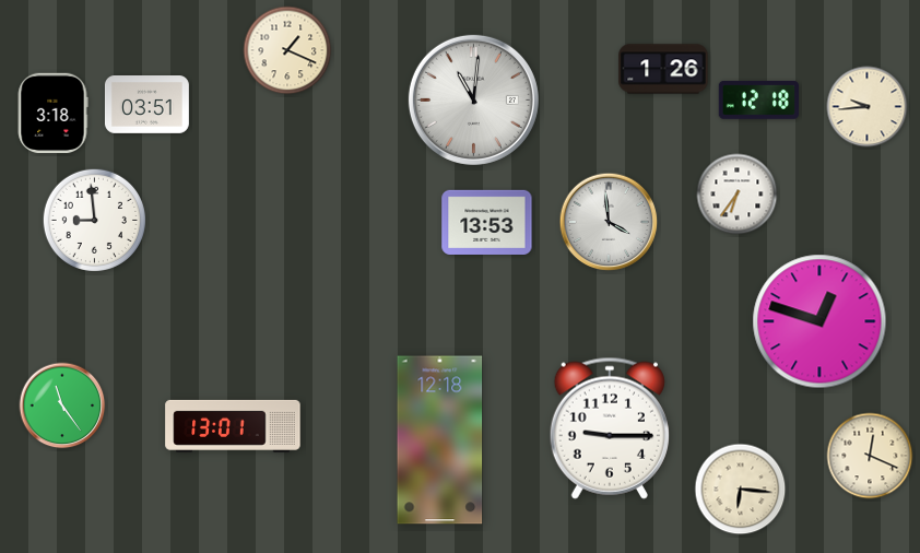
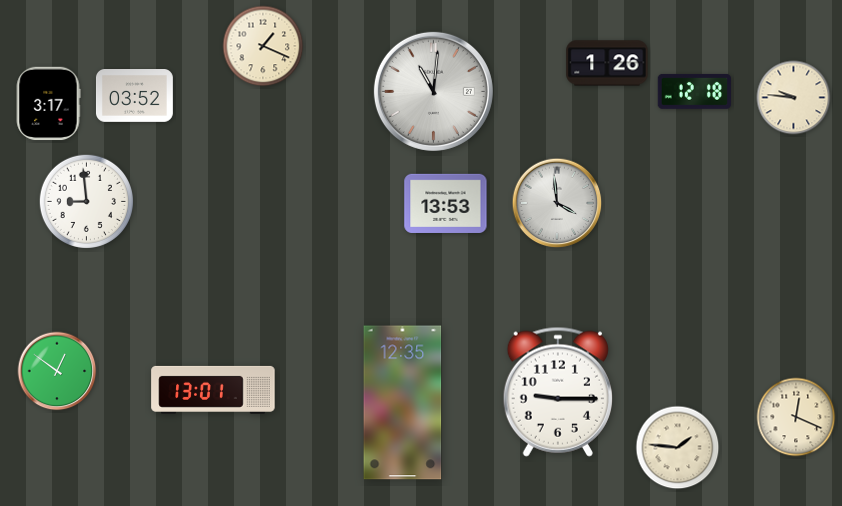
clock at (146, 105): 03:51 -> 03:52
clock at (868, 107): 9:44 -> 9:46
clock at (52, 114): 3:18 -> 3:17
clock at (738, 195): 6:36 -> none
clock at (819, 321): 12:48 -> none
clock at (62, 405): 11:24 -> 12:51
clock at (440, 440): 12:18 -> 12:35
clock at (741, 490): 6:16 -> 1:46
